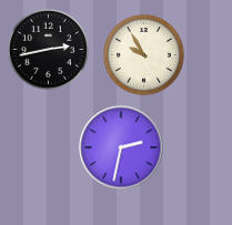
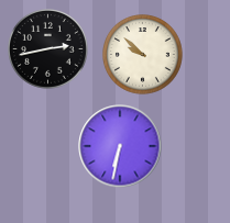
clock at (144, 55): 9:55 -> 9:52
clock at (121, 147): 2:32 -> 6:32
